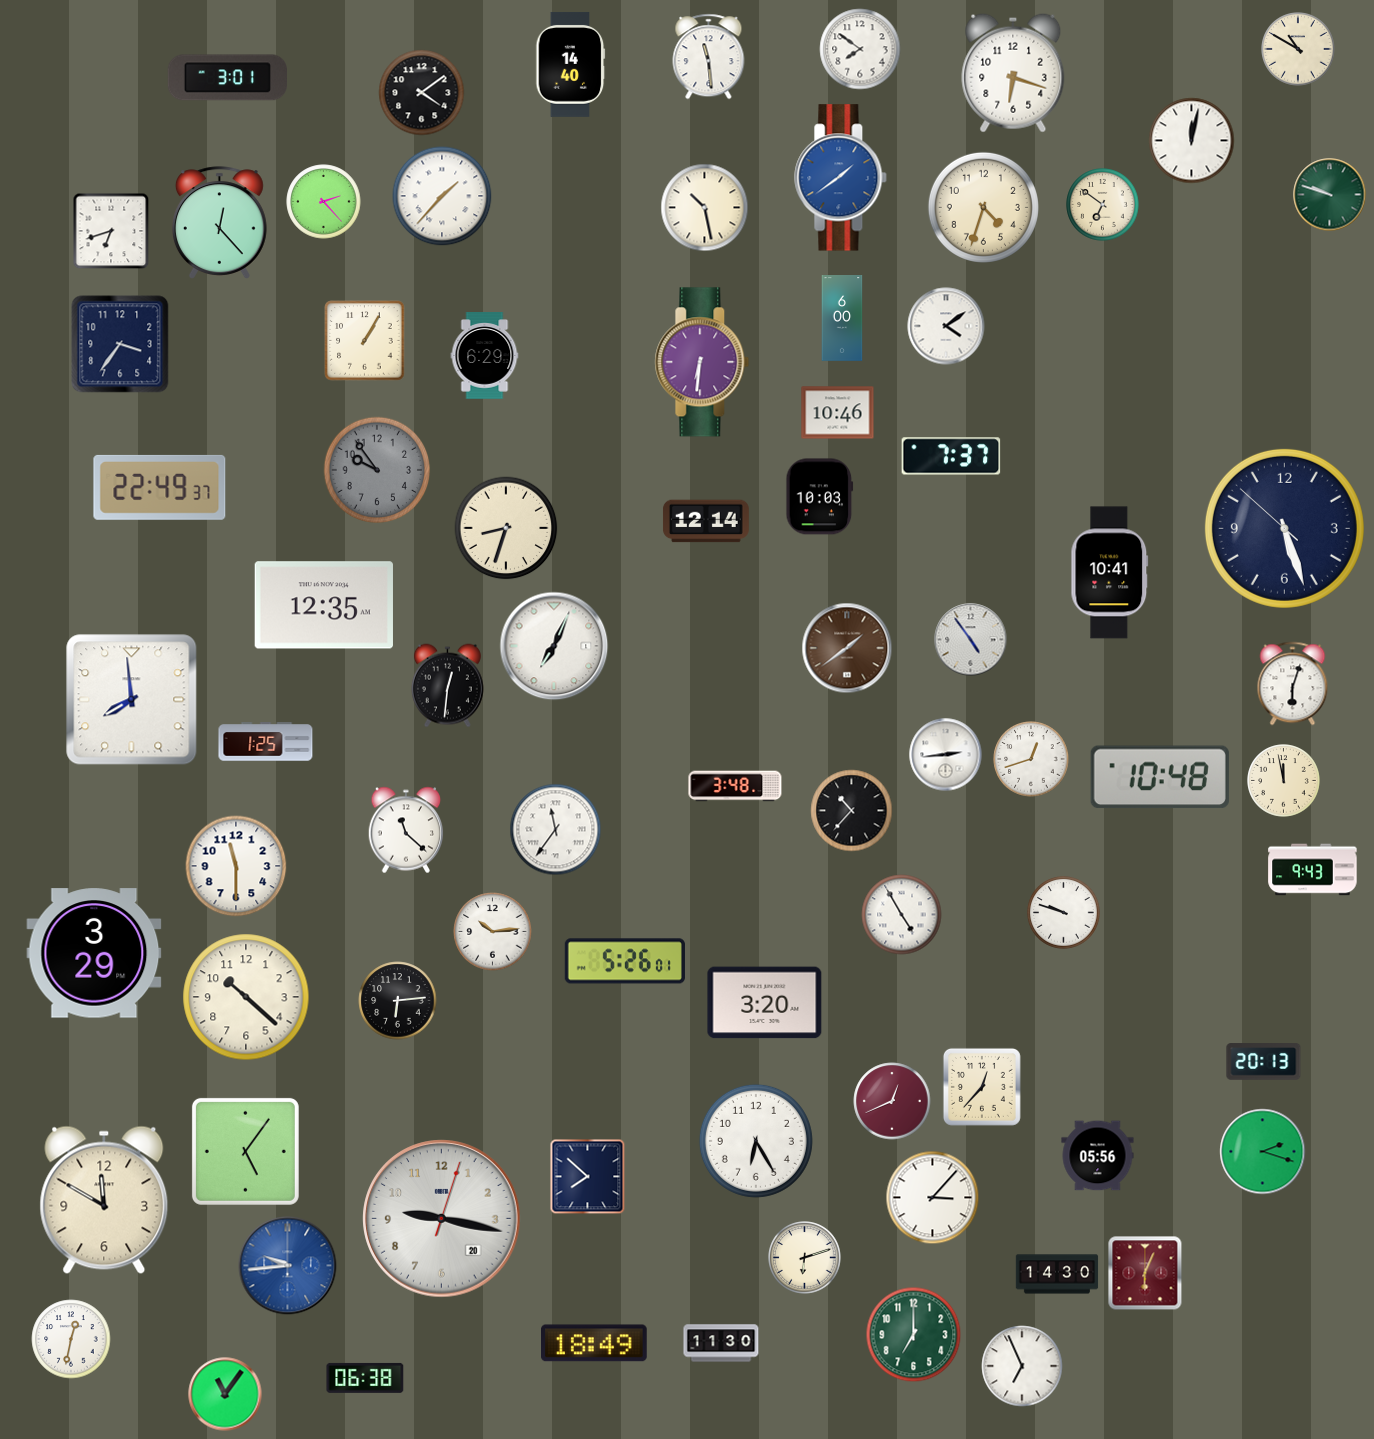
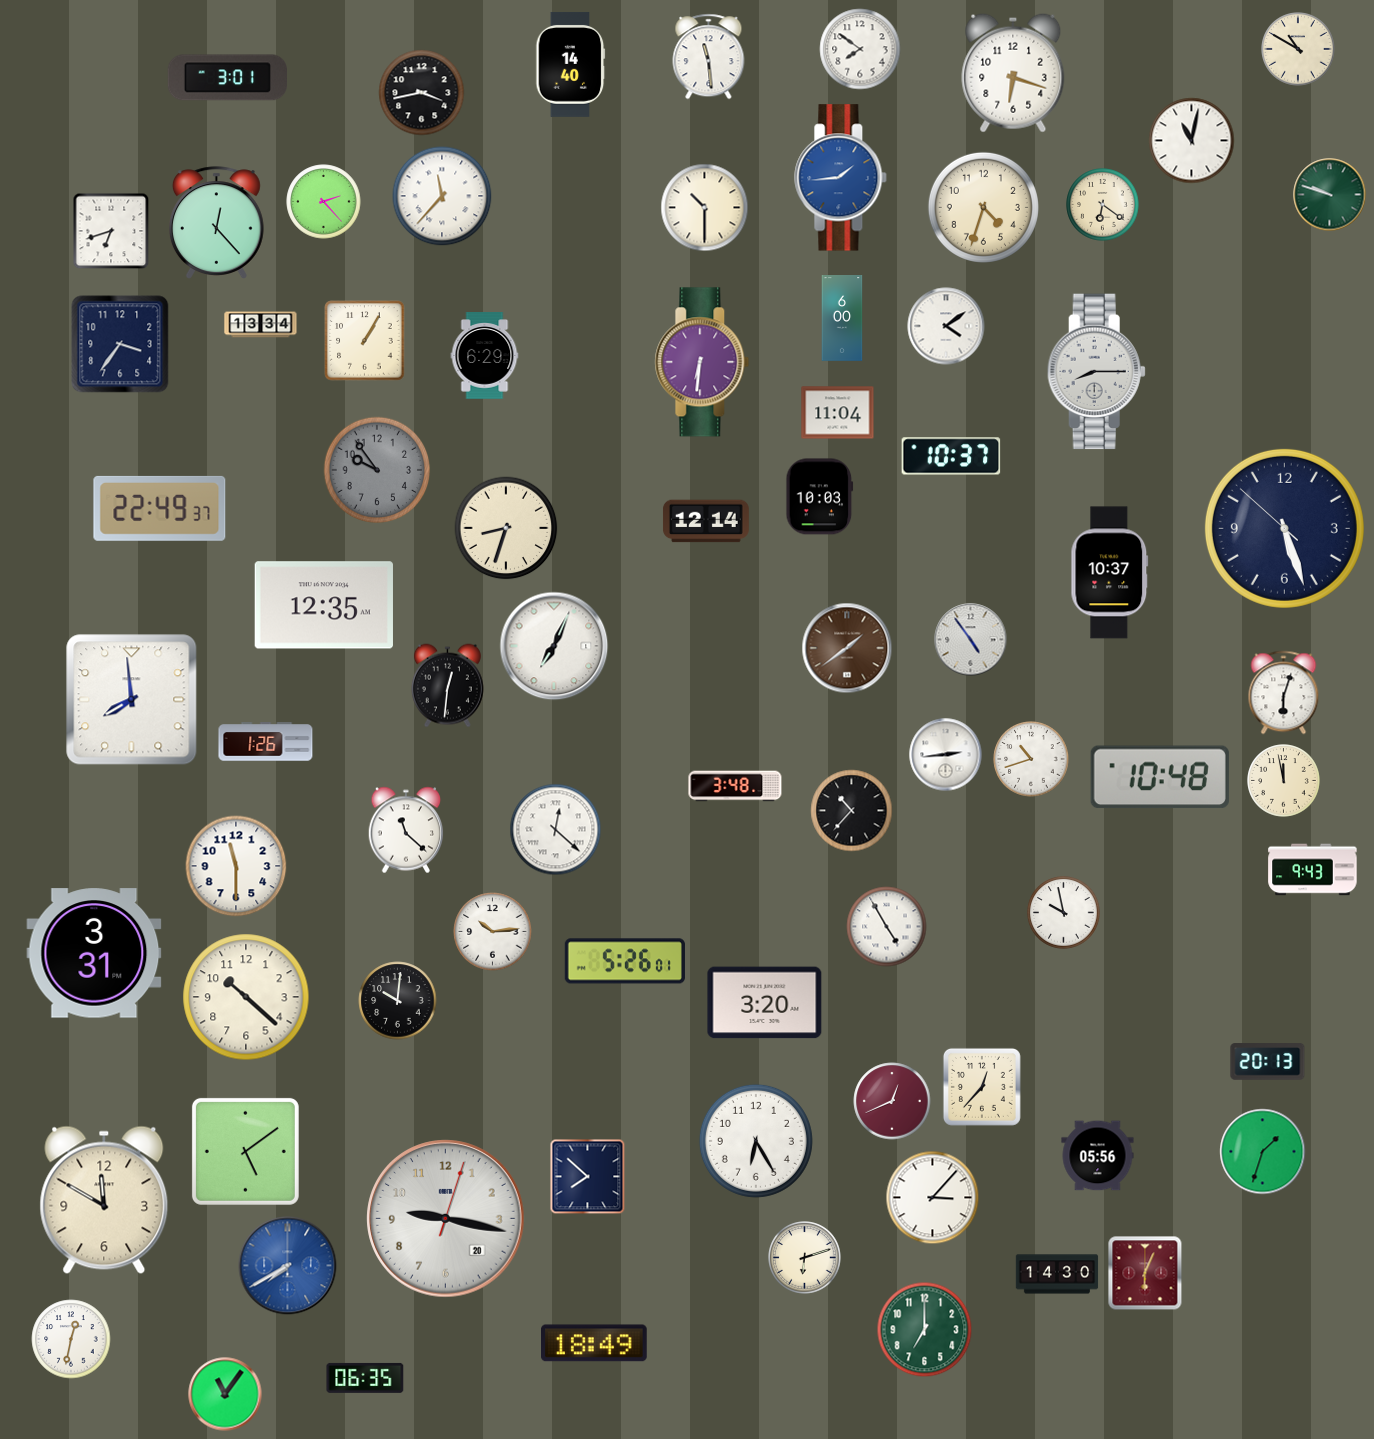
clock at (422, 93): 4:09 -> 3:43
clock at (1192, 141): 12:02 -> 11:02
clock at (841, 178): 1:39 -> 1:44
clock at (442, 196): 1:37 -> 11:37
clock at (1103, 205): 6:51 -> 6:21
clock at (705, 208): 10:28 -> 10:30
clock at (219, 223) position: (219, 223) -> (216, 223)
clock at (261, 325): none -> 13:34
clock at (1096, 372): none -> 8:15
clock at (838, 413): 10:46 -> 11:04
clock at (951, 456): 7:37 -> 10:37
clock at (160, 487) position: (160, 487) -> (160, 508)
clock at (1110, 573): 10:41 -> 10:37
clock at (1293, 684) position: (1293, 684) -> (1284, 693)
clock at (266, 742): 1:25 -> 1:26
clock at (1031, 759): 12:42 -> 10:42
clock at (556, 830): 11:36 -> 12:22
clock at (1064, 913): 9:48 -> 9:58
clock at (902, 915) position: (902, 915) -> (887, 927)
clock at (94, 953): 3:29 -> 3:31
clock at (398, 1001): 6:14 -> 10:01
clock at (1264, 1062) position: (1264, 1062) -> (1268, 1062)
clock at (245, 1151): 5:06 -> 5:09
clock at (1263, 1152): 2:18 -> 1:33
clock at (442, 1219) position: (442, 1219) -> (446, 1219)
clock at (288, 1266): 9:44 -> 7:40
clock at (914, 1335) position: (914, 1335) -> (925, 1330)
clock at (721, 1343): 11:30 -> none
clock at (1022, 1366): 6:56 -> none
clock at (365, 1378): 06:38 -> 06:35
